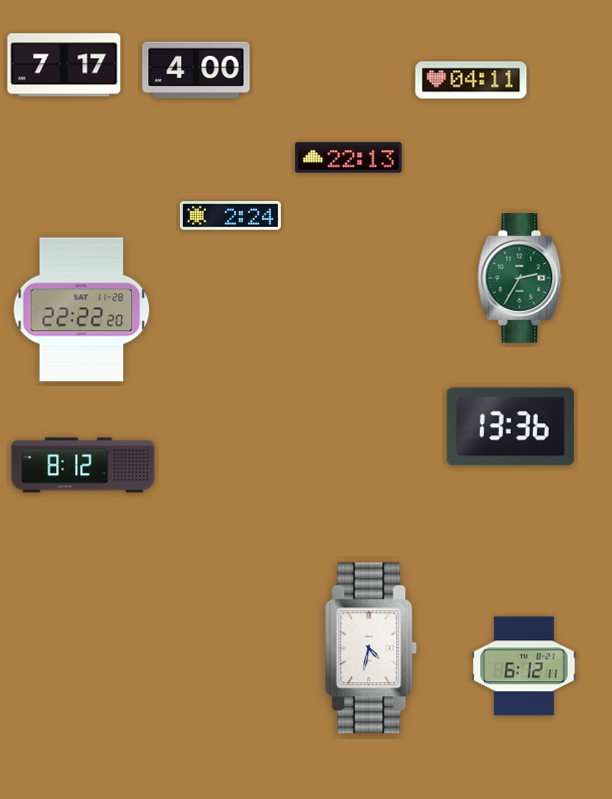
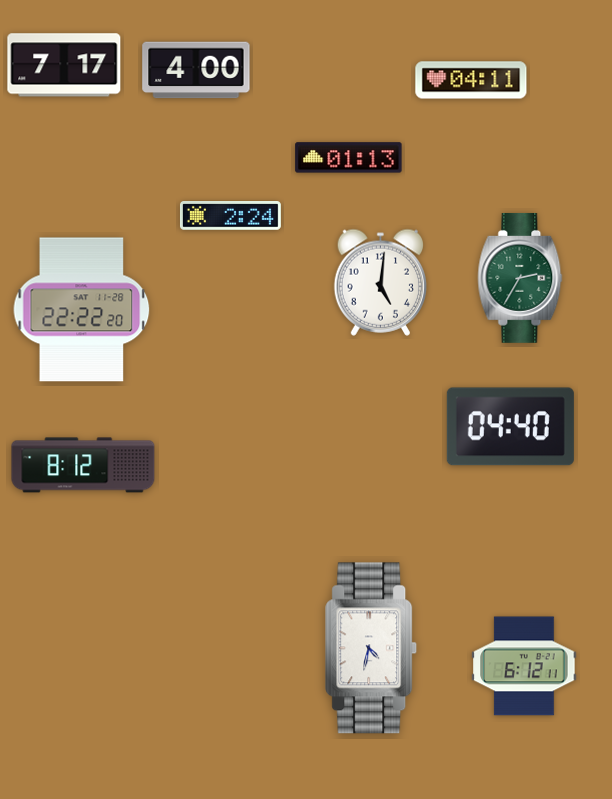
clock at (349, 158): 22:13 -> 01:13
clock at (380, 282): none -> 5:01
clock at (510, 427): 13:36 -> 04:40
